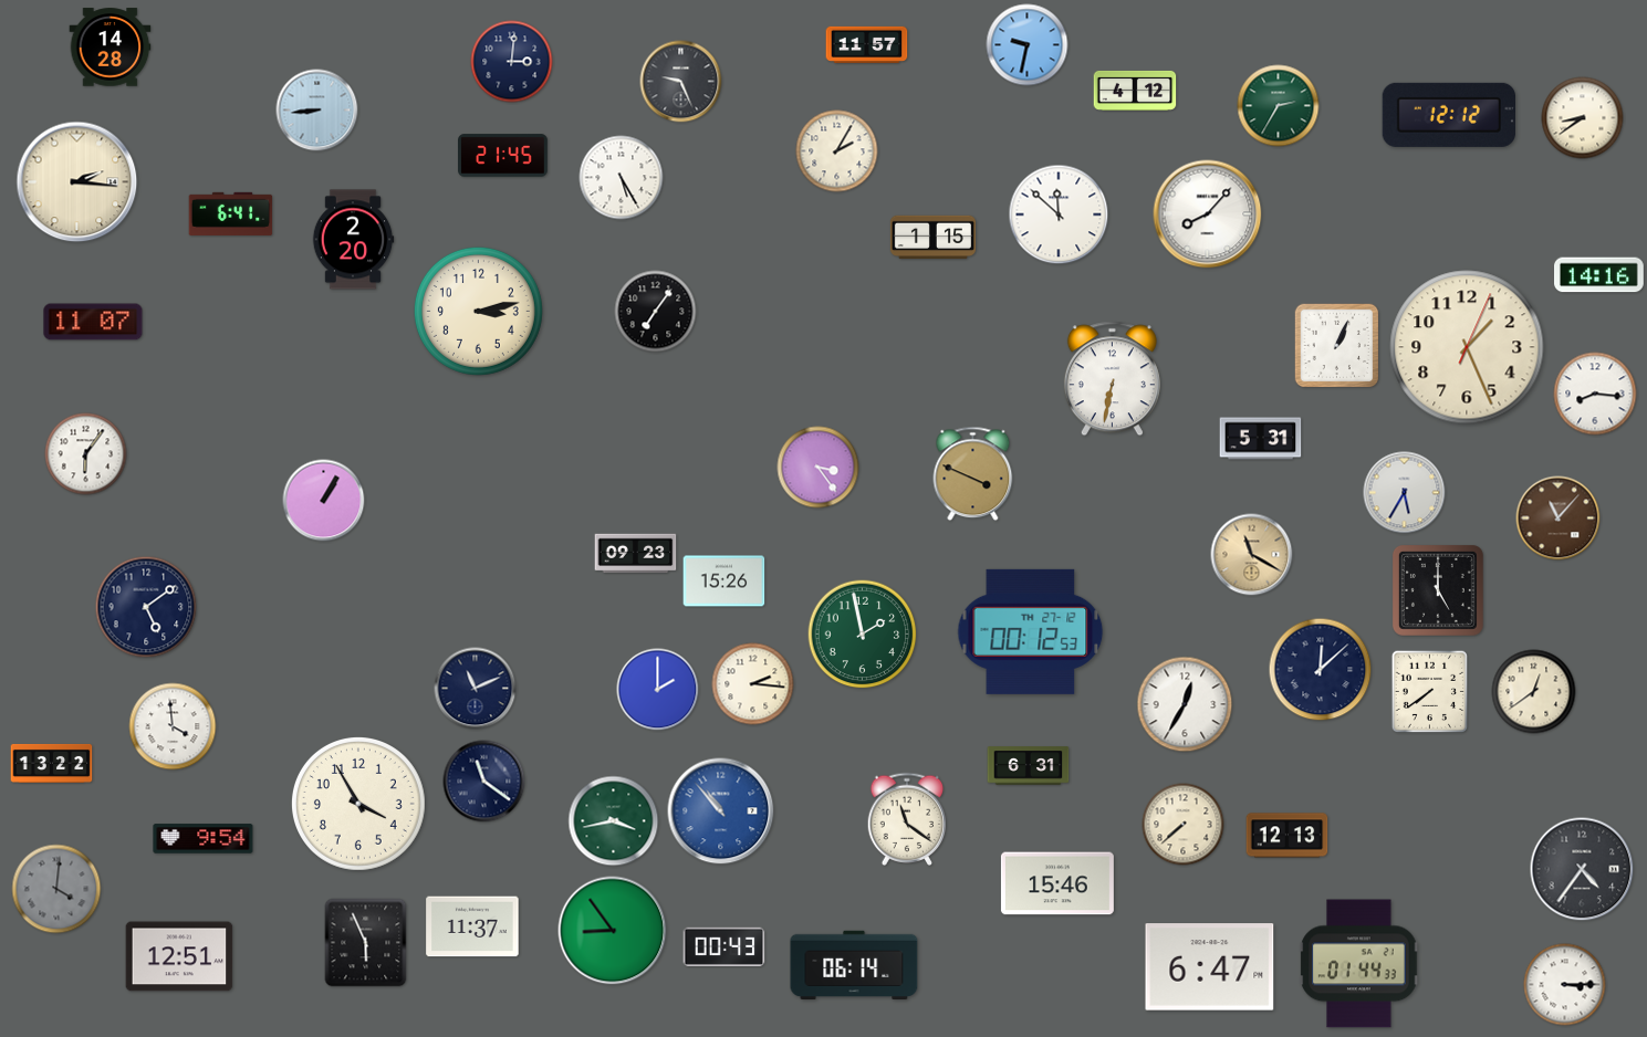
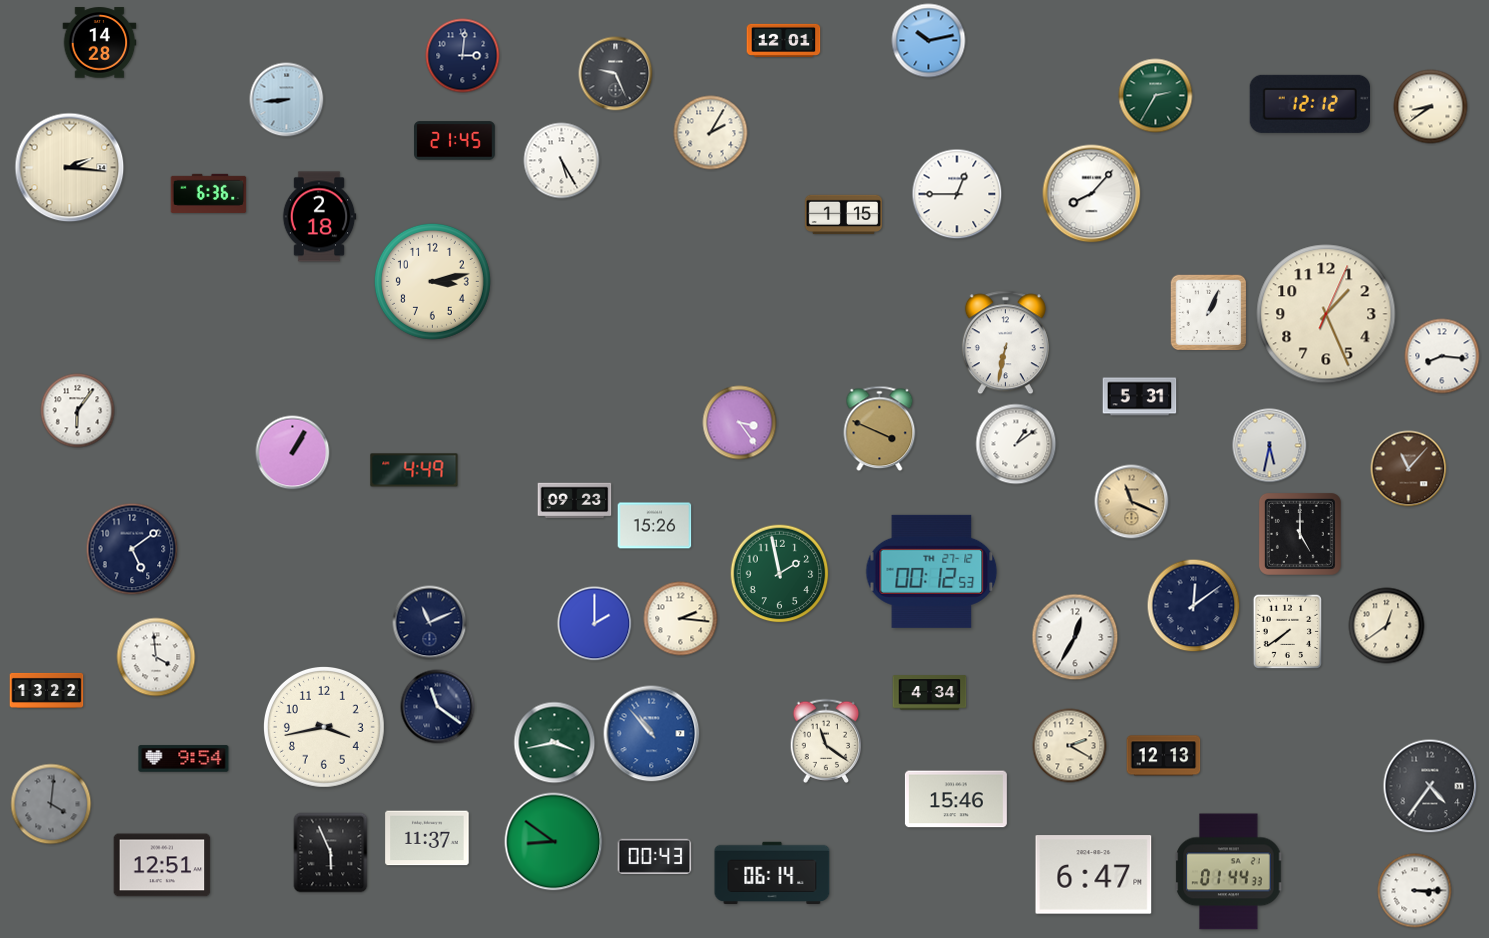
clock at (867, 44): 11:57 -> 12:01
clock at (1028, 45): 9:32 -> 10:13
clock at (1135, 91): 4:12 -> none
clock at (837, 151) position: (837, 151) -> (711, 133)
clock at (77, 182) position: (77, 182) -> (70, 168)
clock at (231, 213): 6:41 -> 6:36
clock at (1059, 214): 11:52 -> 12:45
clock at (353, 240): 2:20 -> 2:18
clock at (1599, 275): 14:16 -> none
clock at (656, 312): 7:06 -> none
clock at (93, 322): 11:07 -> none
clock at (1016, 444): none -> 1:09
clock at (1405, 493): 5:35 -> 5:32
clock at (414, 470): none -> 4:49
clock at (1252, 555): 11:20 -> 11:19
clock at (1321, 670): 12:08 -> 12:09
clock at (1430, 692) position: (1430, 692) -> (1288, 632)
clock at (1185, 704) position: (1185, 704) -> (1075, 637)
clock at (1029, 766): 6:31 -> 4:34
clock at (358, 804): 3:55 -> 3:43
clock at (907, 818) position: (907, 818) -> (826, 740)
clock at (1184, 825): 7:38 -> 2:20
clock at (613, 931): 8:54 -> 8:51
